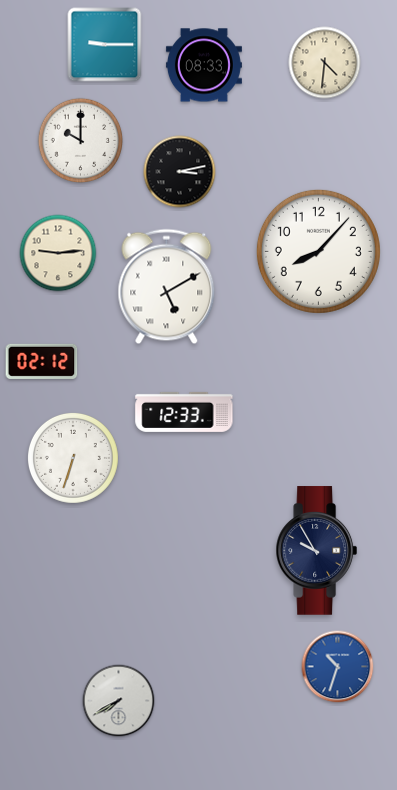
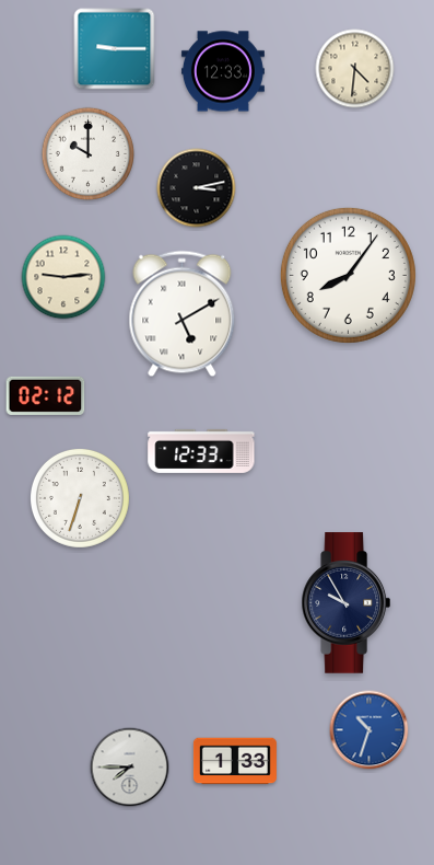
clock at (204, 65): 08:33 -> 12:33
clock at (318, 251): 8:07 -> 8:06
clock at (73, 458) position: (73, 458) -> (80, 498)
clock at (235, 761): none -> 1:33
clock at (119, 701): 7:40 -> 7:45
